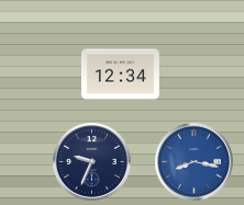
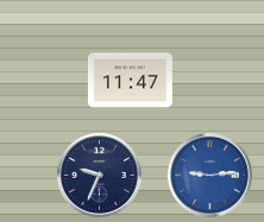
clock at (120, 75): 12:34 -> 11:47
clock at (193, 161): 8:17 -> 9:14
